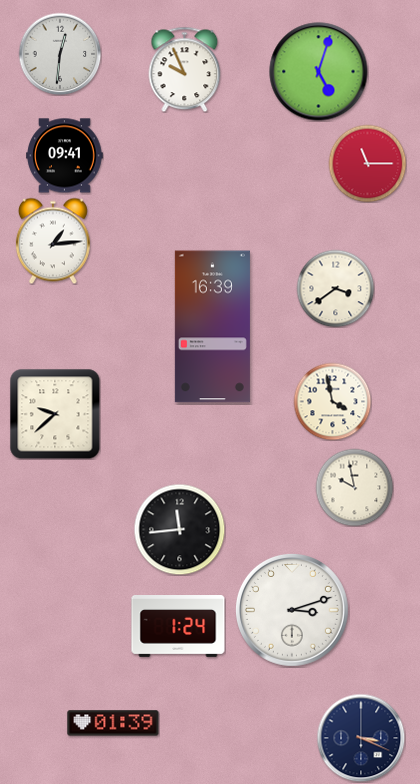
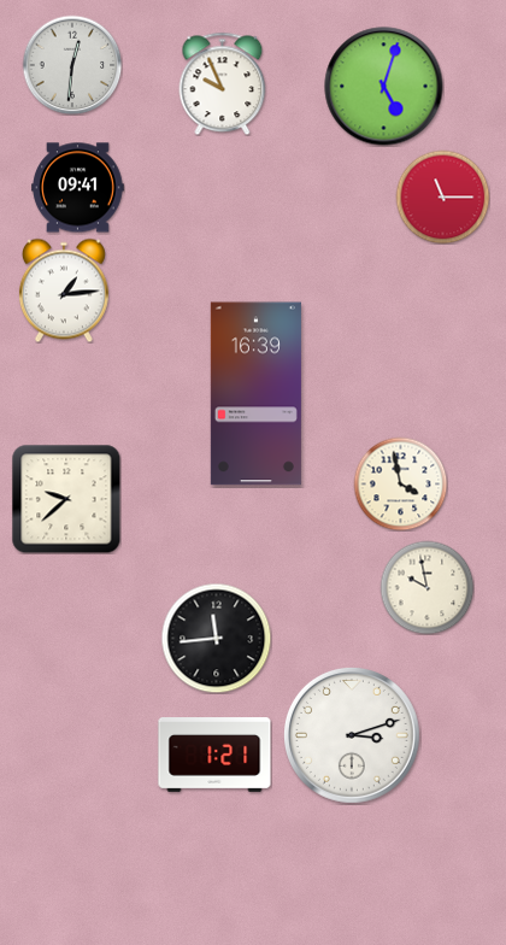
clock at (335, 288): 3:39 -> none
clock at (178, 627): 1:24 -> 1:21
clock at (113, 723): 01:39 -> none
clock at (361, 738): 3:19 -> none
